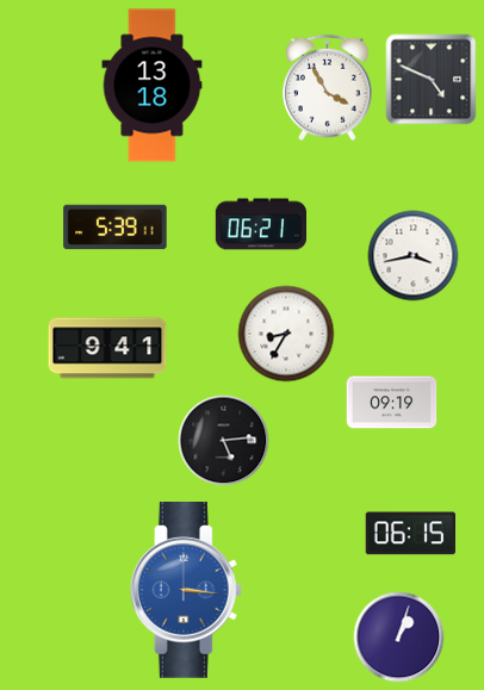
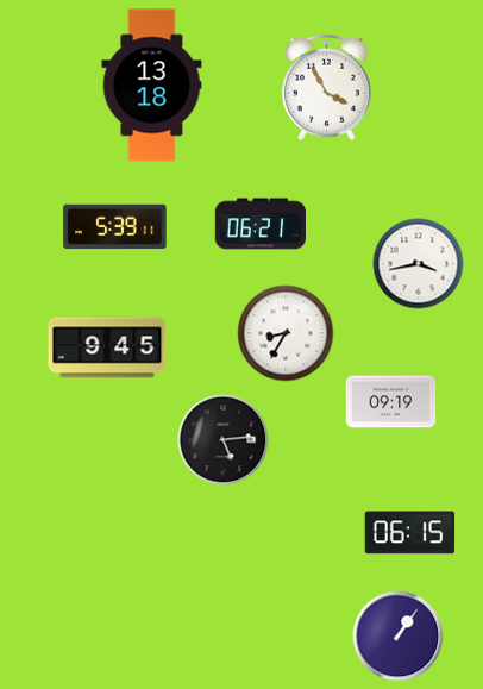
clock at (432, 80): 4:49 -> none
clock at (414, 256) position: (414, 256) -> (419, 264)
clock at (107, 348): 9:41 -> 9:45
clock at (186, 591): 3:16 -> none
clock at (399, 638): 1:03 -> 1:06
